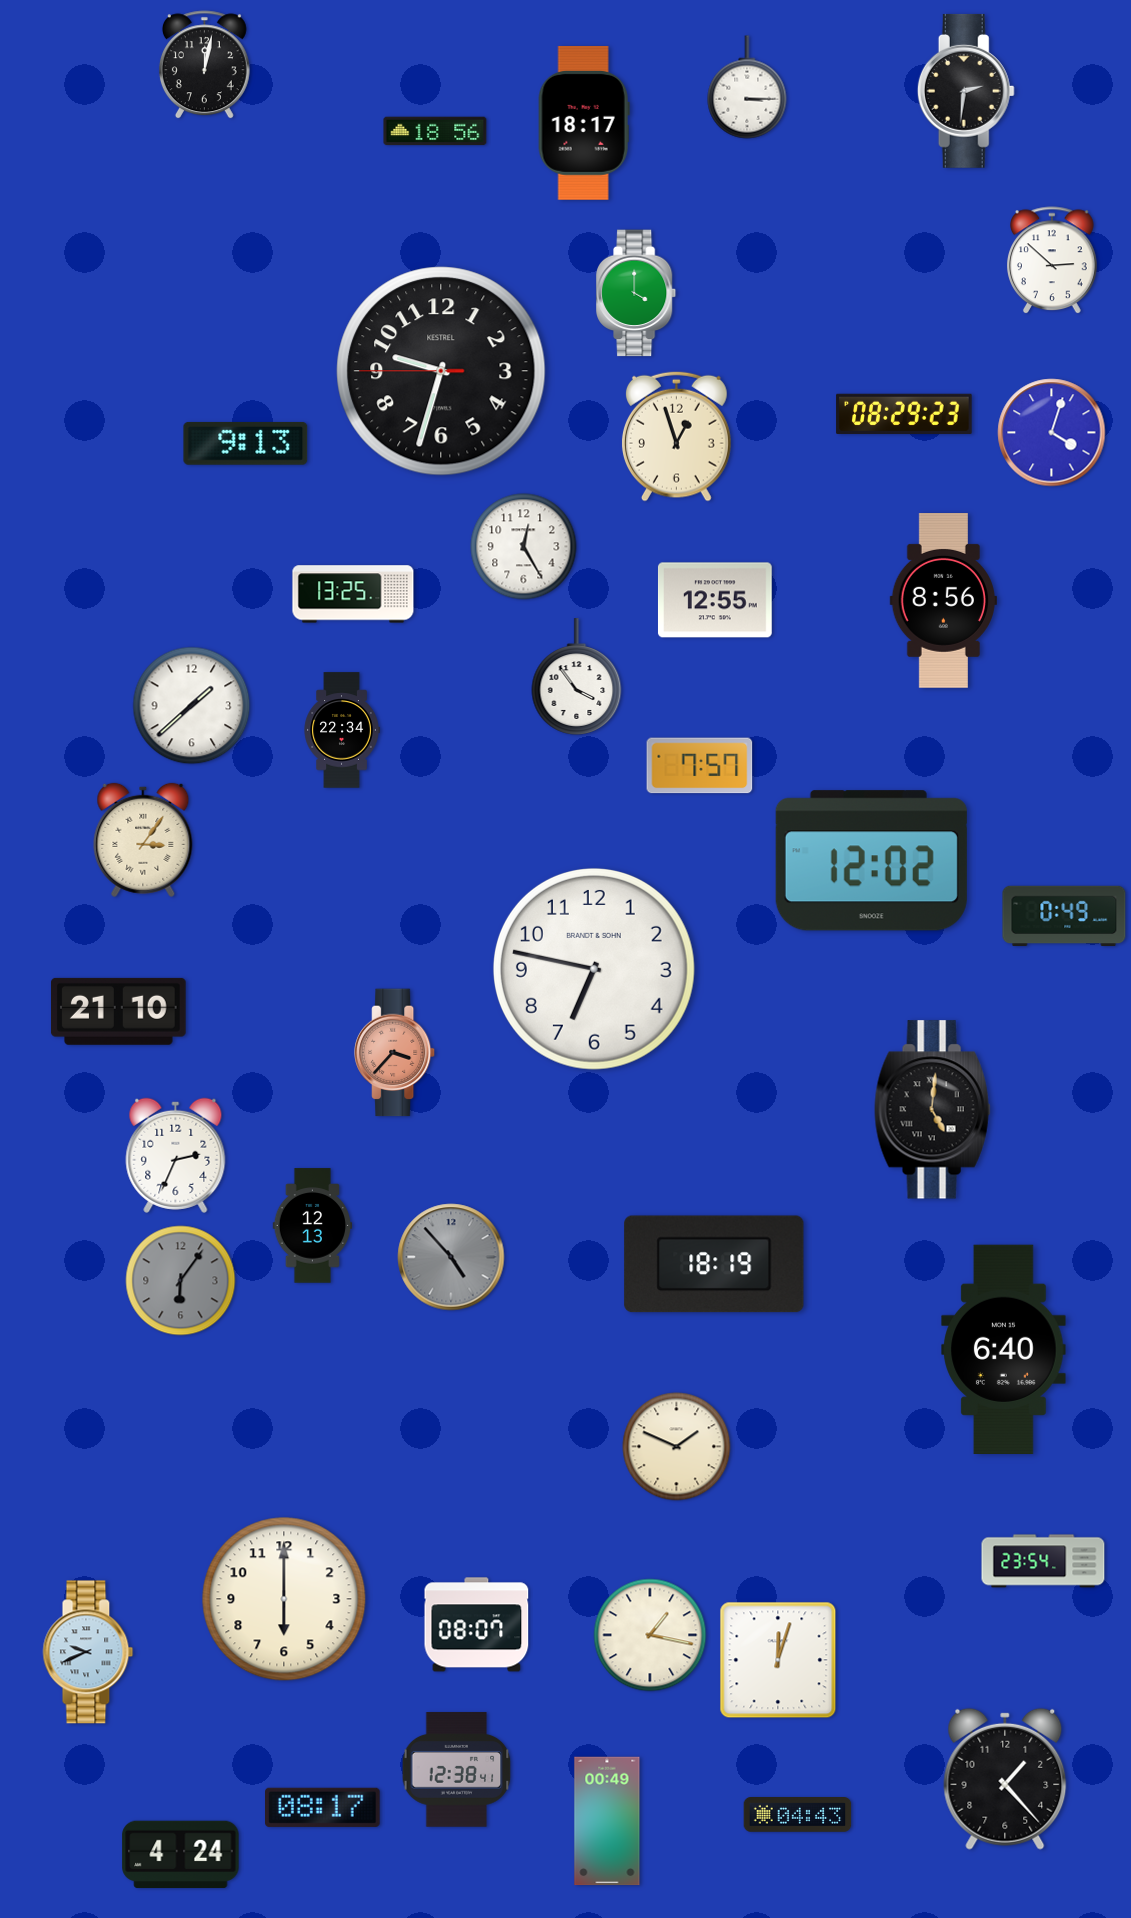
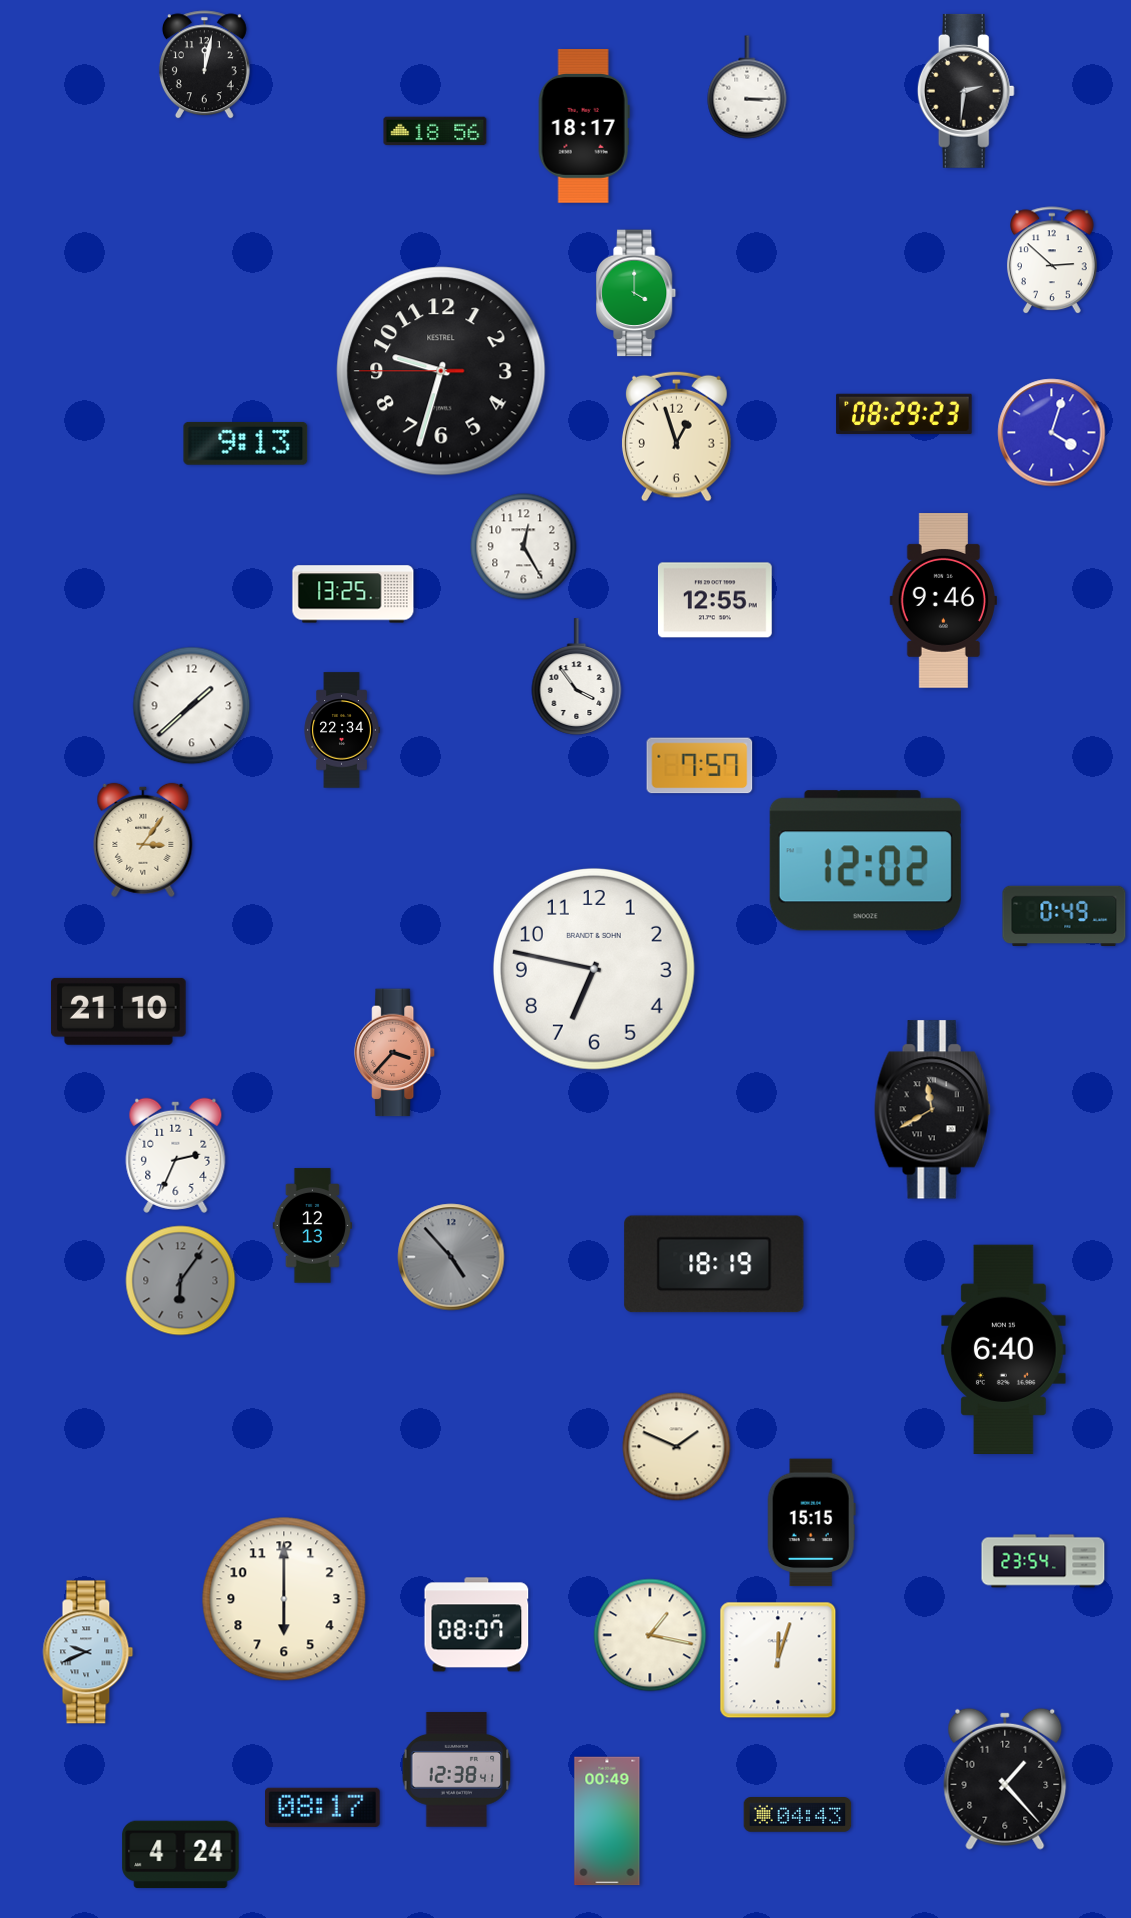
clock at (584, 123) position: (584, 123) -> (584, 126)
clock at (943, 601): 8:56 -> 9:46
clock at (871, 861) position: (871, 861) -> (865, 861)
clock at (932, 1110): 5:01 -> 11:40
clock at (811, 1523): none -> 15:15
